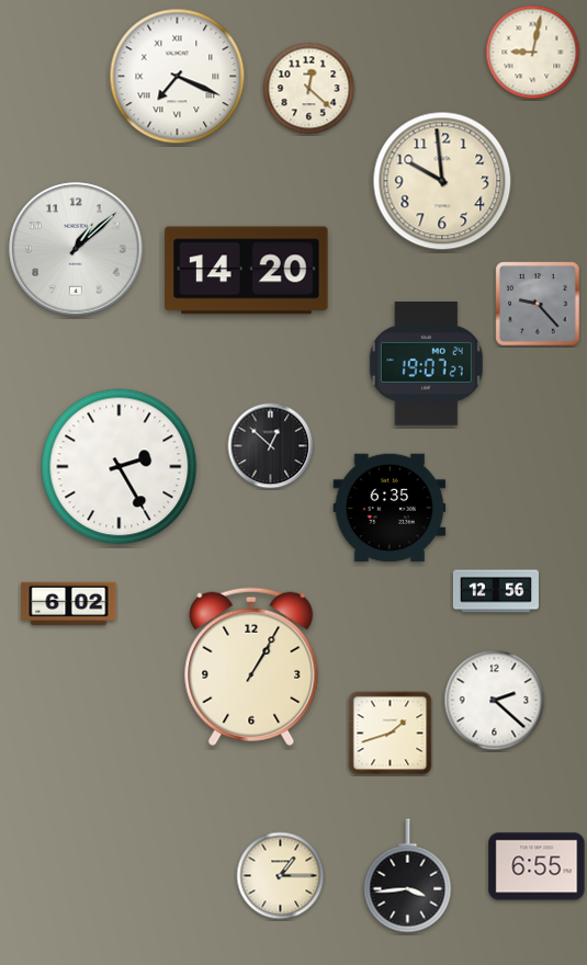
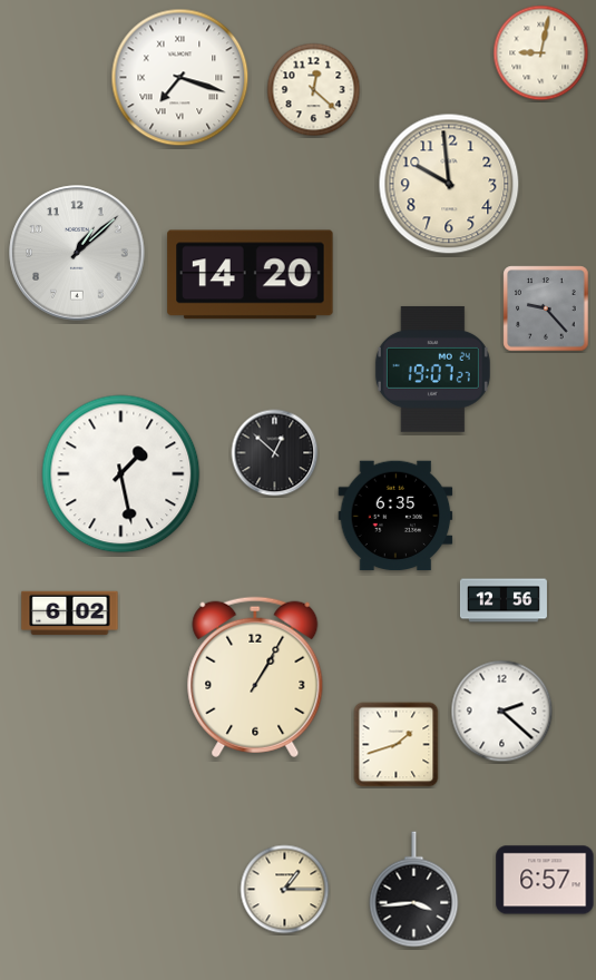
clock at (178, 77): 7:19 -> 7:18
clock at (120, 467): 2:25 -> 1:28
clock at (537, 866): 6:55 -> 6:57
